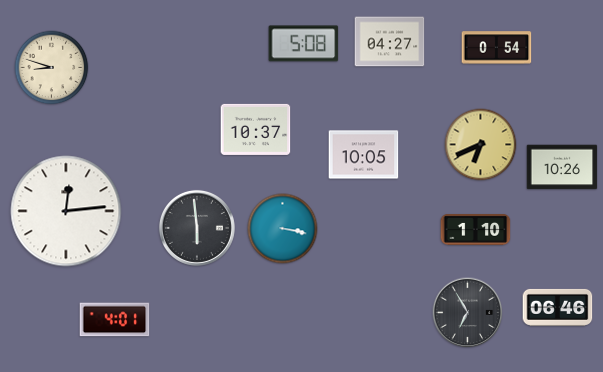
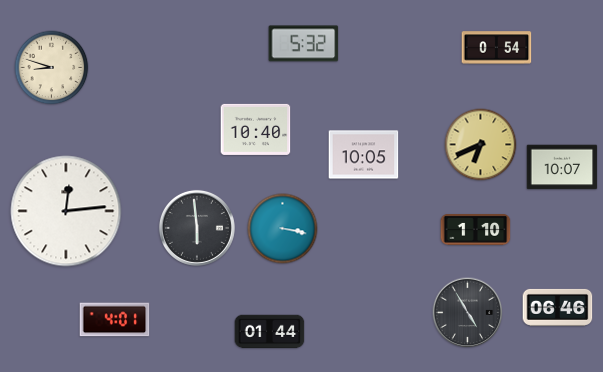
clock at (390, 42): 04:27 -> none
clock at (304, 44): 5:08 -> 5:32
clock at (256, 129): 10:37 -> 10:40
clock at (562, 167): 10:26 -> 10:07
clock at (468, 313): 6:55 -> 4:55
clock at (270, 332): none -> 01:44
